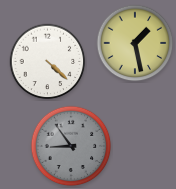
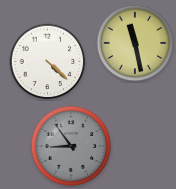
clock at (135, 43): 1:28 -> 11:28
